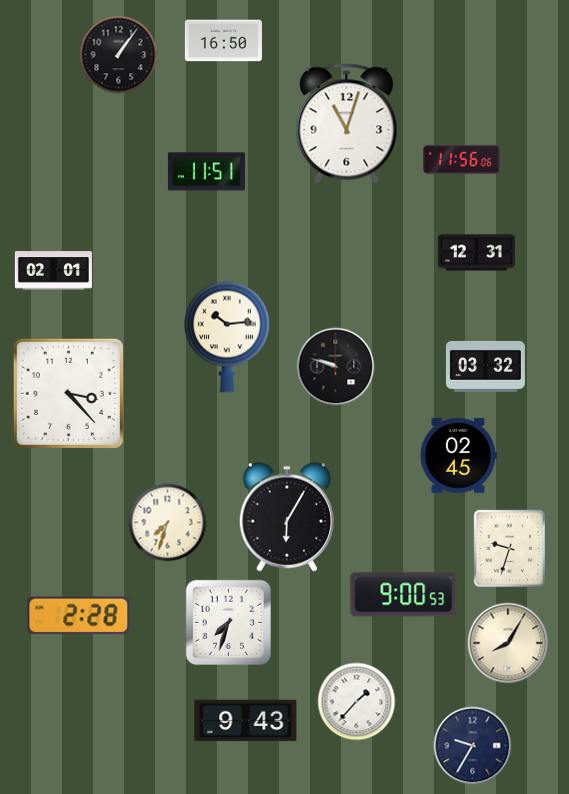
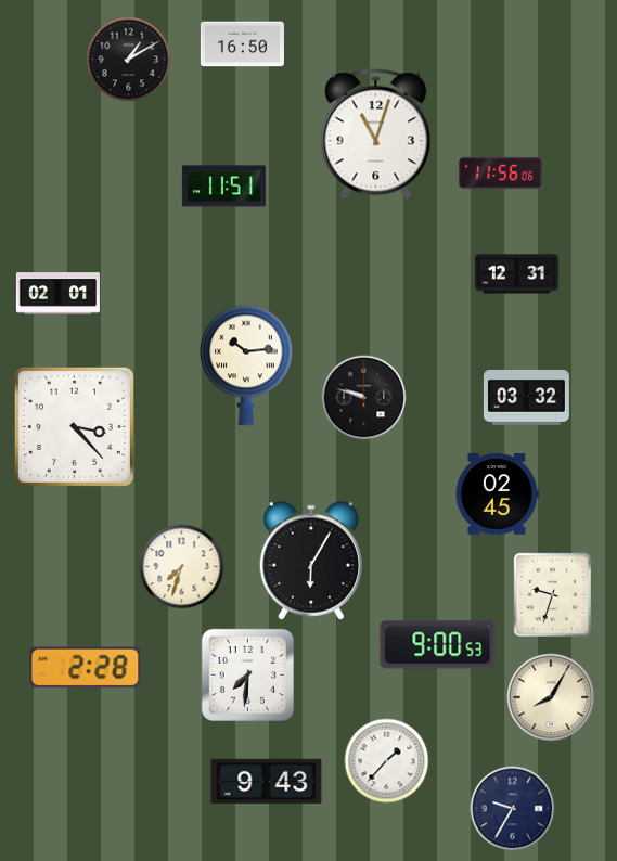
clock at (118, 54): 1:06 -> 1:10
clock at (228, 622): 7:33 -> 7:31
